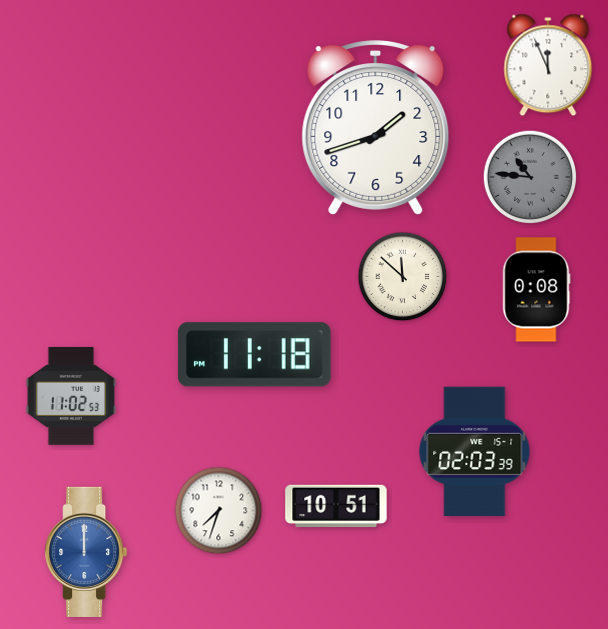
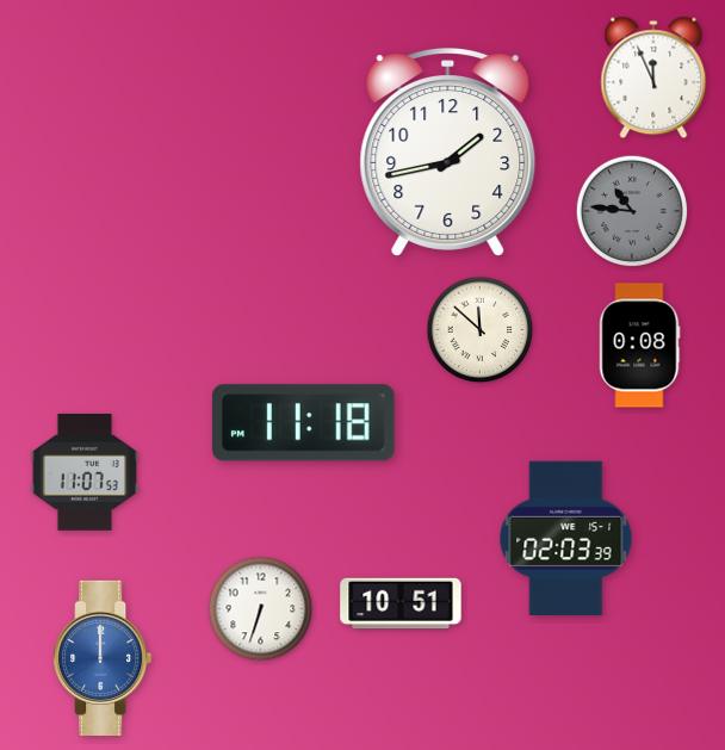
clock at (376, 128): 1:42 -> 1:43
clock at (70, 396): 11:02 -> 11:07
clock at (219, 511): 7:33 -> 6:33
